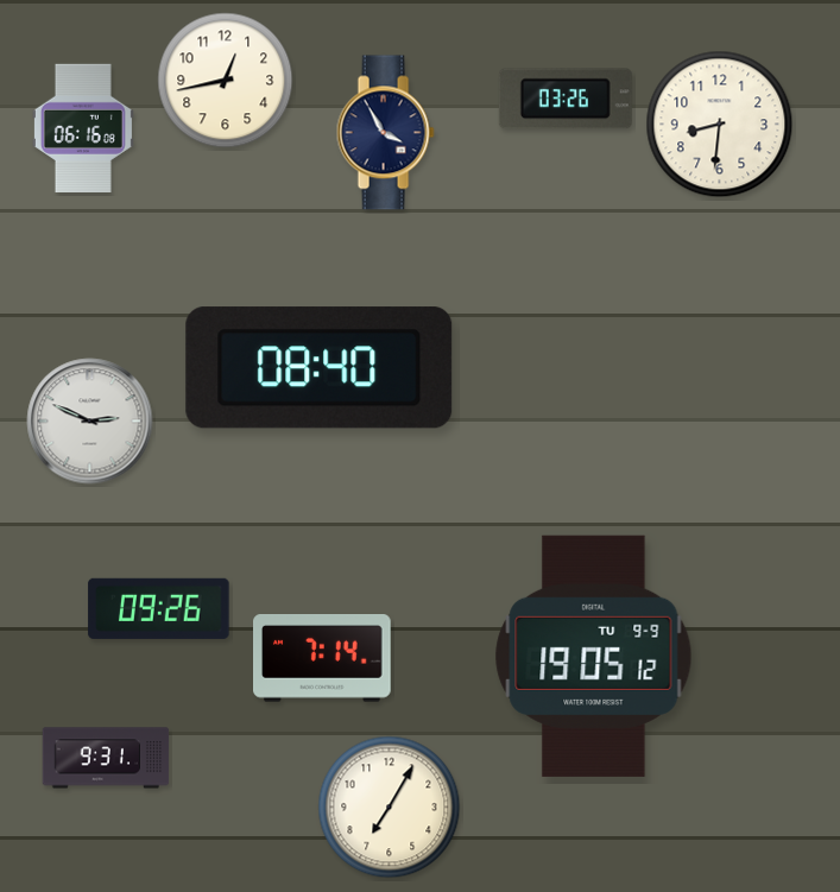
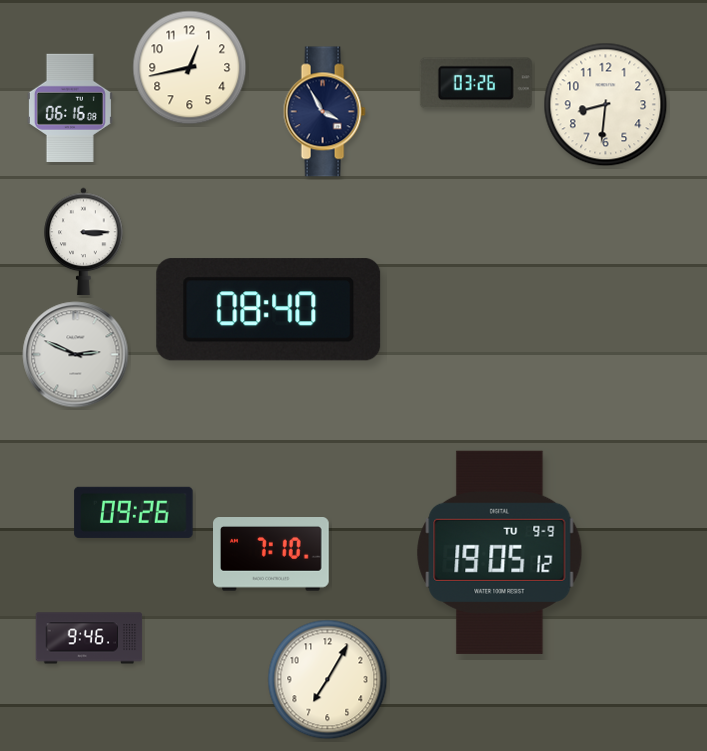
clock at (84, 241): none -> 3:15
clock at (323, 658): 7:14 -> 7:10
clock at (106, 758): 9:31 -> 9:46
